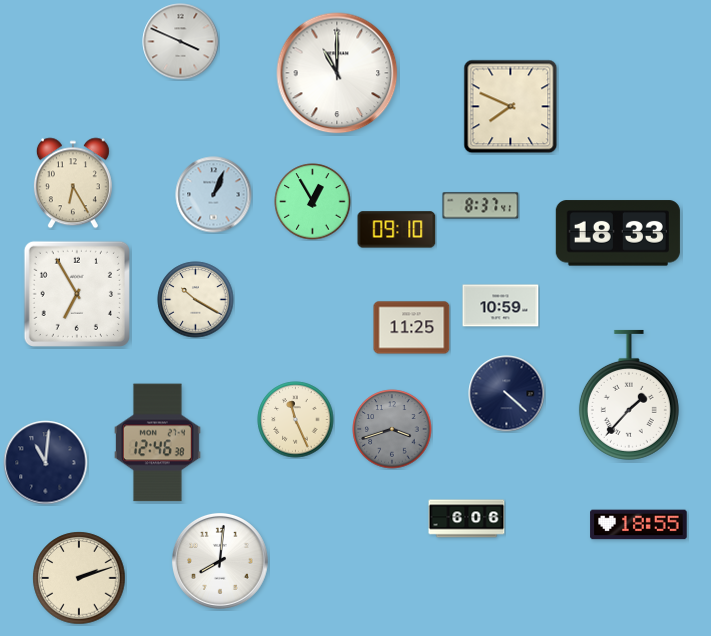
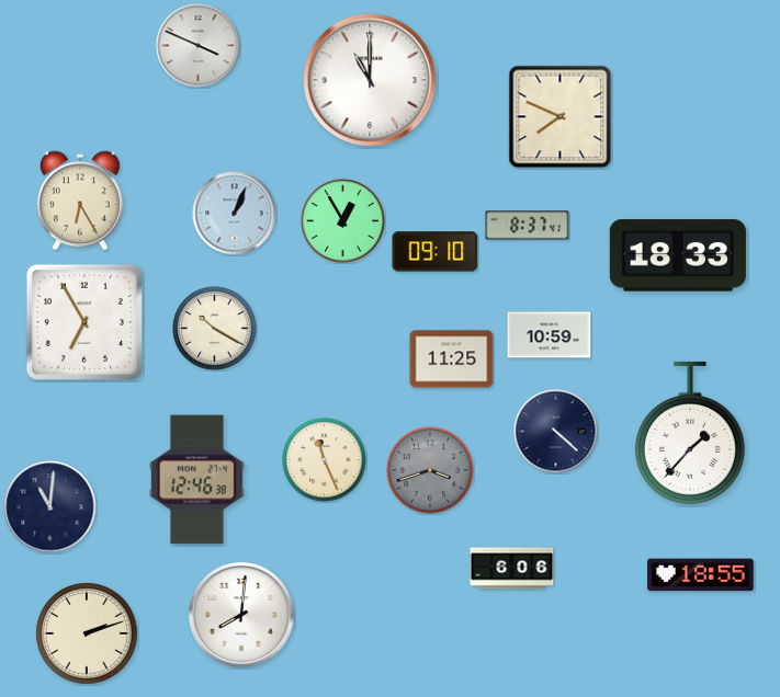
clock at (157, 443) position: (157, 443) -> (196, 480)
